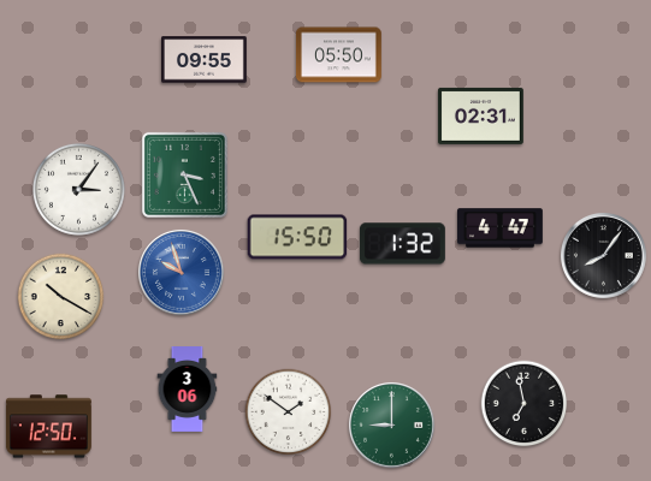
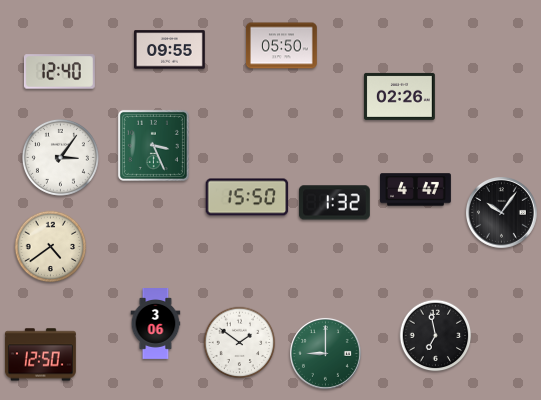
clock at (59, 72): none -> 12:40
clock at (480, 115): 02:31 -> 02:26
clock at (78, 189) position: (78, 189) -> (60, 157)
clock at (604, 256): 8:06 -> 10:06
clock at (182, 273): 9:57 -> none
clock at (61, 297): 10:20 -> 4:39
